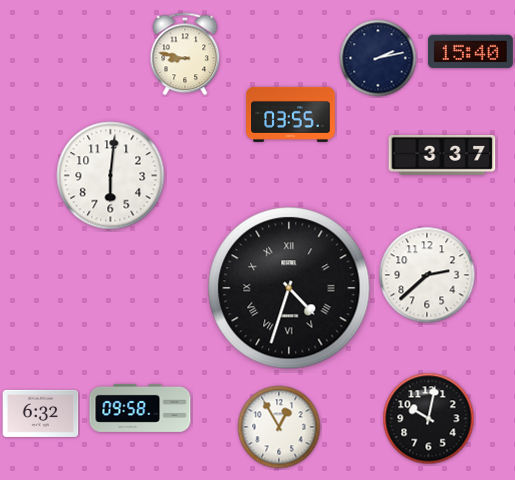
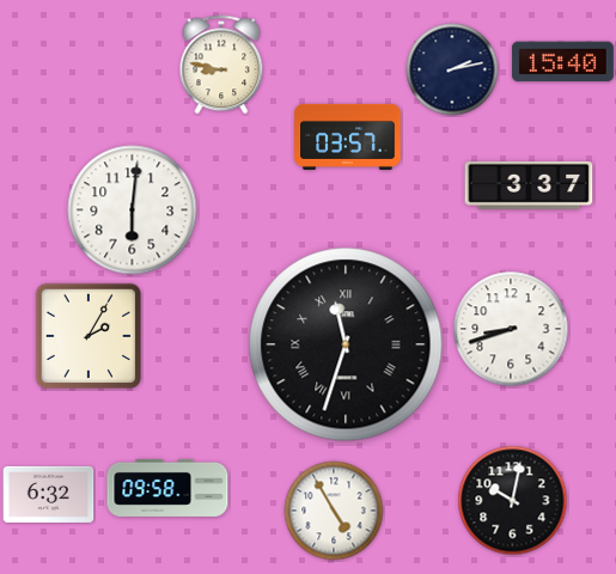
clock at (291, 114): 03:55 -> 03:57
clock at (427, 275): 2:38 -> 8:42
clock at (89, 336): none -> 2:05
clock at (289, 288): 4:33 -> 11:33
clock at (279, 427): 12:55 -> 4:55
